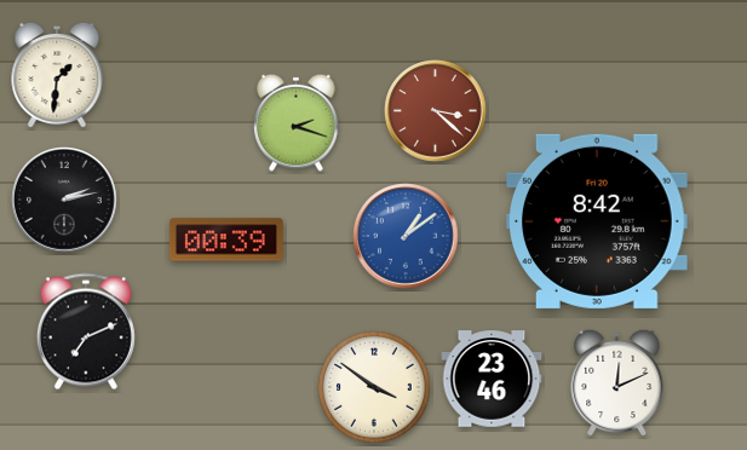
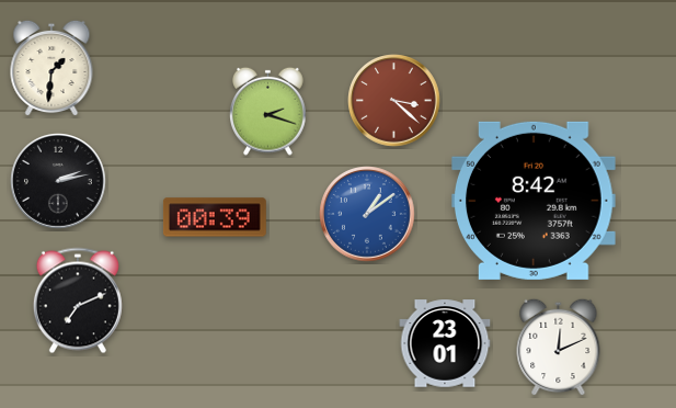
clock at (598, 221) position: (598, 221) -> (535, 201)
clock at (226, 240) position: (226, 240) -> (215, 217)
clock at (492, 379): 23:46 -> 23:01
clock at (374, 387): 3:51 -> none
